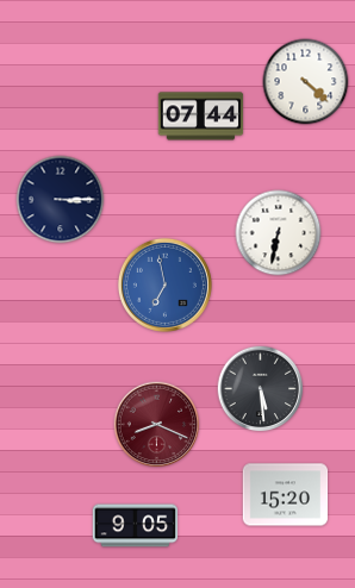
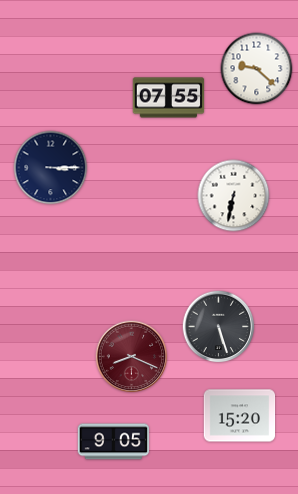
clock at (306, 82): 4:22 -> 9:22
clock at (201, 117): 07:44 -> 07:55
clock at (164, 284): 6:58 -> none
clock at (261, 389): 5:29 -> 5:27
